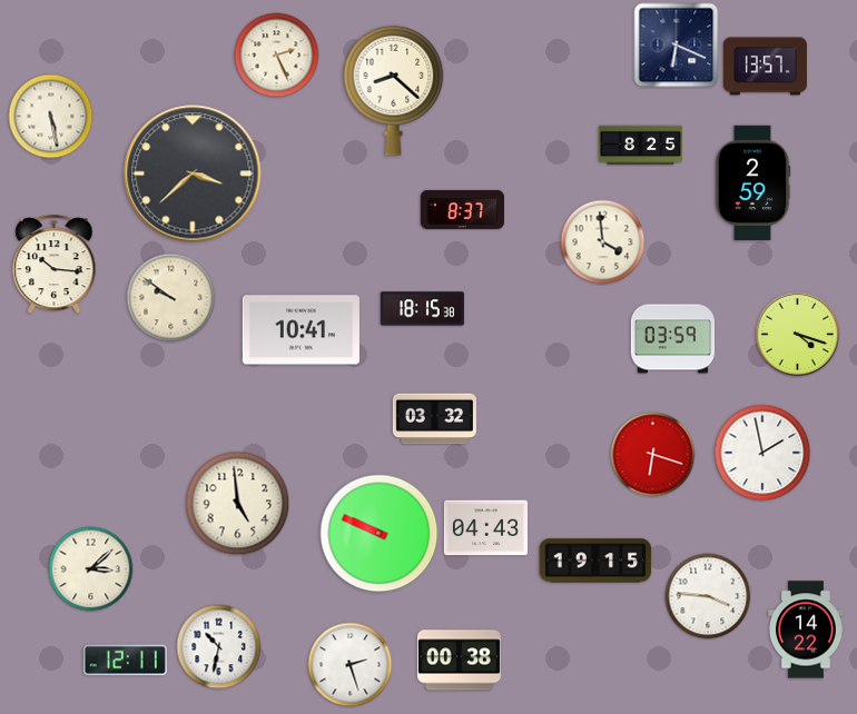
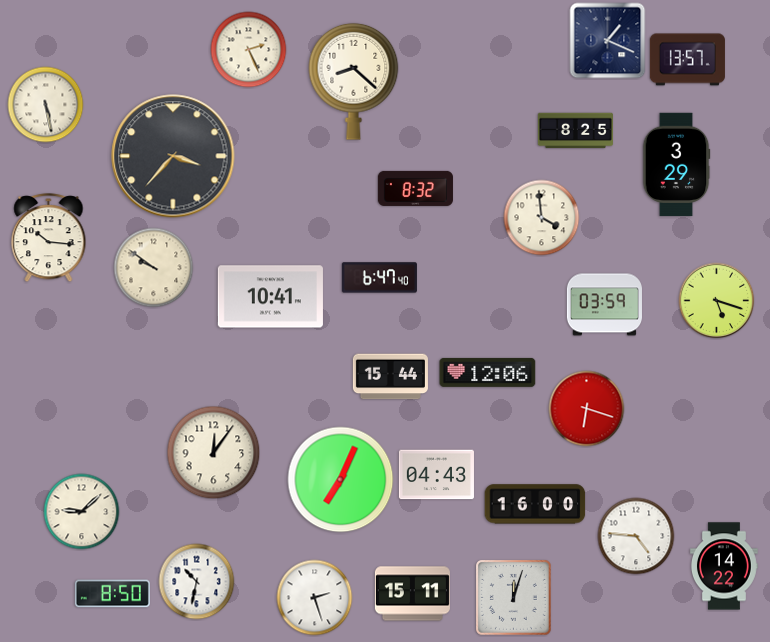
clock at (677, 46): 6:19 -> 1:19
clock at (193, 173): 3:38 -> 3:37
clock at (752, 184): 2:59 -> 3:29
clock at (462, 209): 8:37 -> 8:32
clock at (422, 309): 18:15 -> 6:47
clock at (798, 335): 4:18 -> 5:18
clock at (488, 372): none -> 12:06
clock at (434, 419): 03:32 -> 15:44
clock at (762, 453): 1:58 -> none
clock at (238, 504): 4:59 -> 12:06
clock at (380, 534): 9:49 -> 7:04
clock at (595, 561): 19:15 -> 16:00
clock at (91, 569): 3:08 -> 9:08
clock at (708, 596): 3:46 -> 4:46
clock at (125, 661): 12:11 -> 8:50
clock at (459, 661): 00:38 -> 15:11
clock at (513, 597): none -> 12:03
